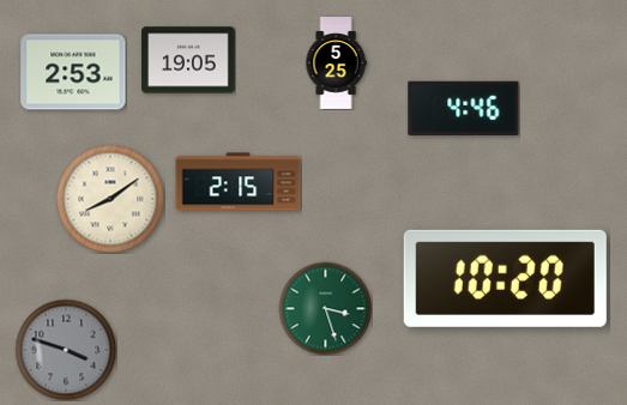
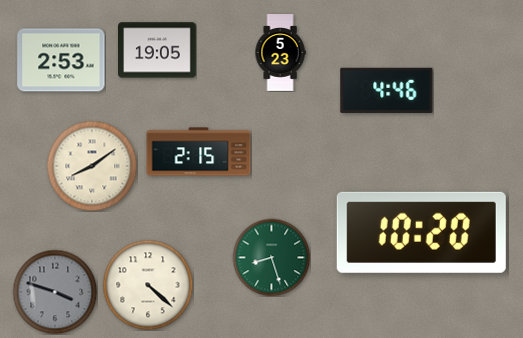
clock at (336, 64): 5:25 -> 5:23
clock at (325, 308): 3:27 -> 8:27
clock at (148, 285): none -> 4:22
